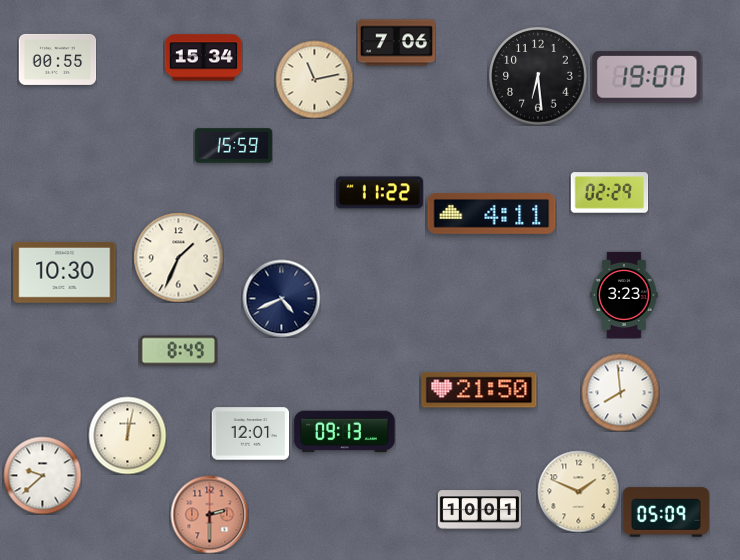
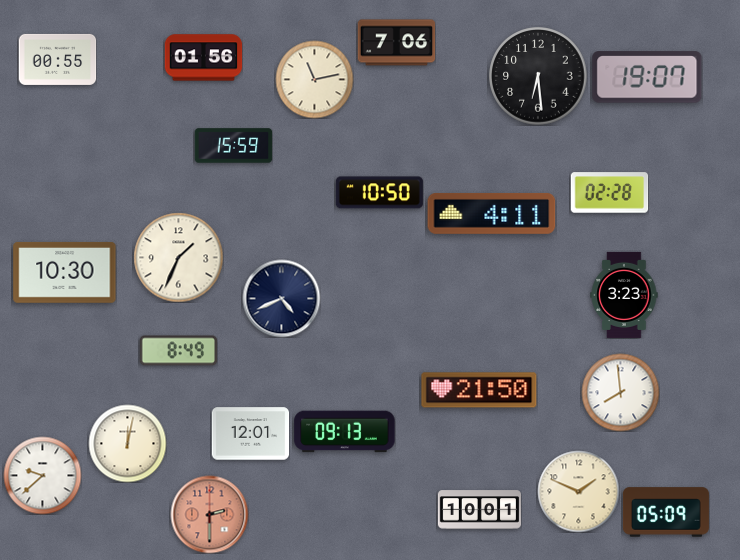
clock at (203, 58): 15:34 -> 01:56
clock at (379, 193): 11:22 -> 10:50
clock at (609, 193): 02:29 -> 02:28
clock at (127, 435) position: (127, 435) -> (127, 443)
